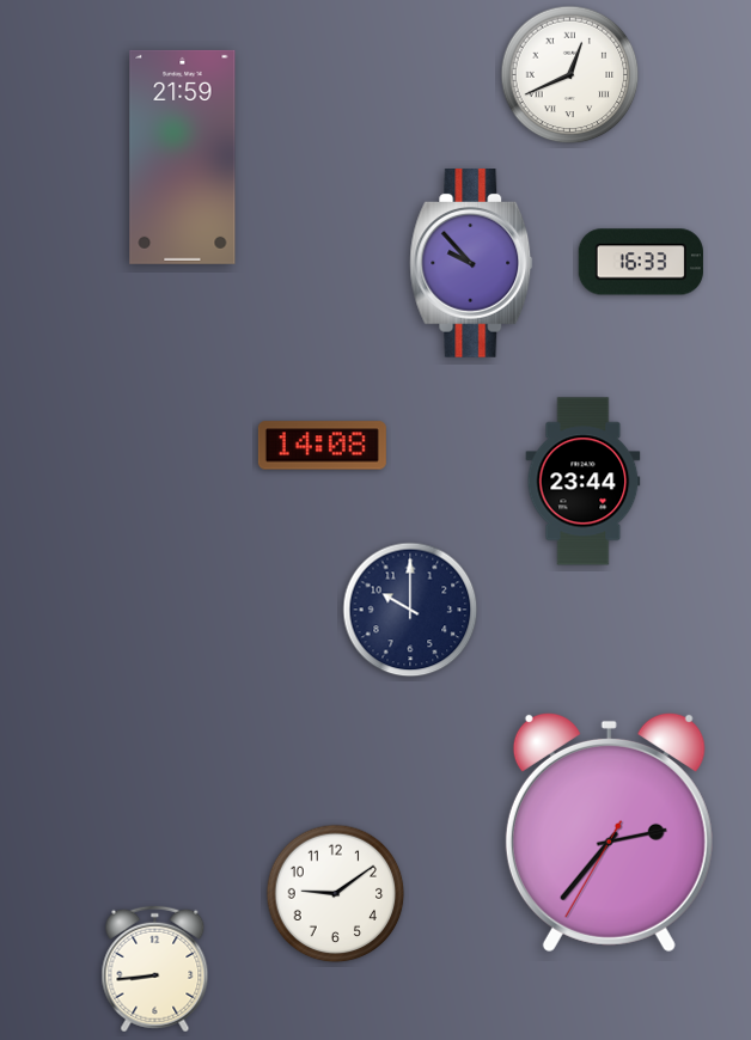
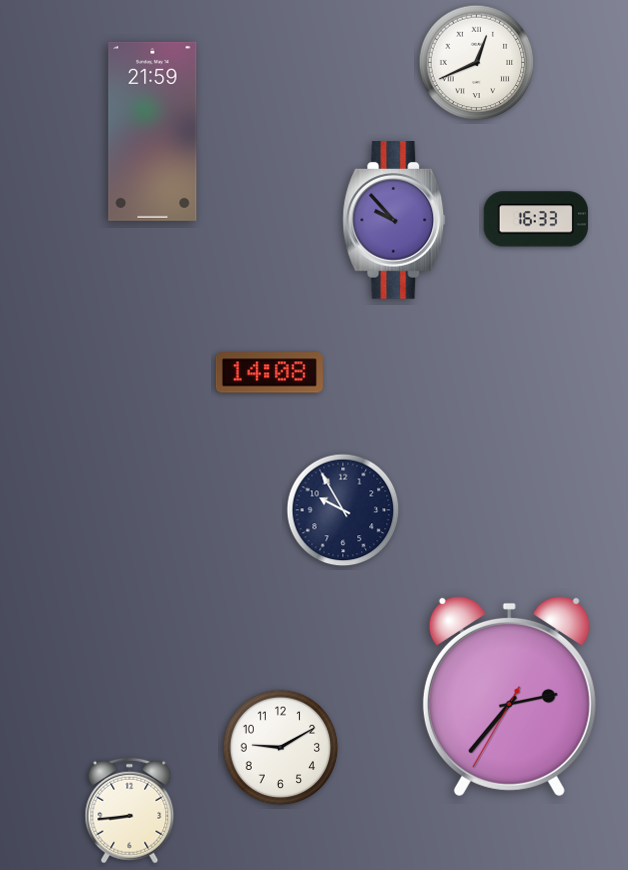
clock at (584, 482): 23:44 -> none
clock at (410, 610): 10:00 -> 9:55
clock at (336, 894): 9:09 -> 9:10
